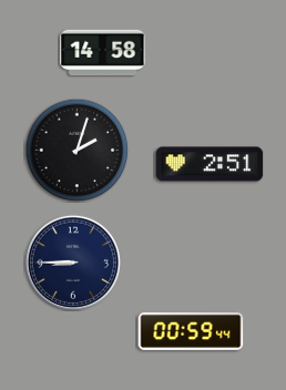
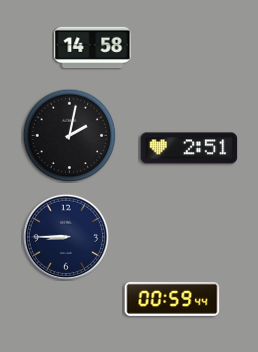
clock at (76, 150): 2:03 -> 2:02
